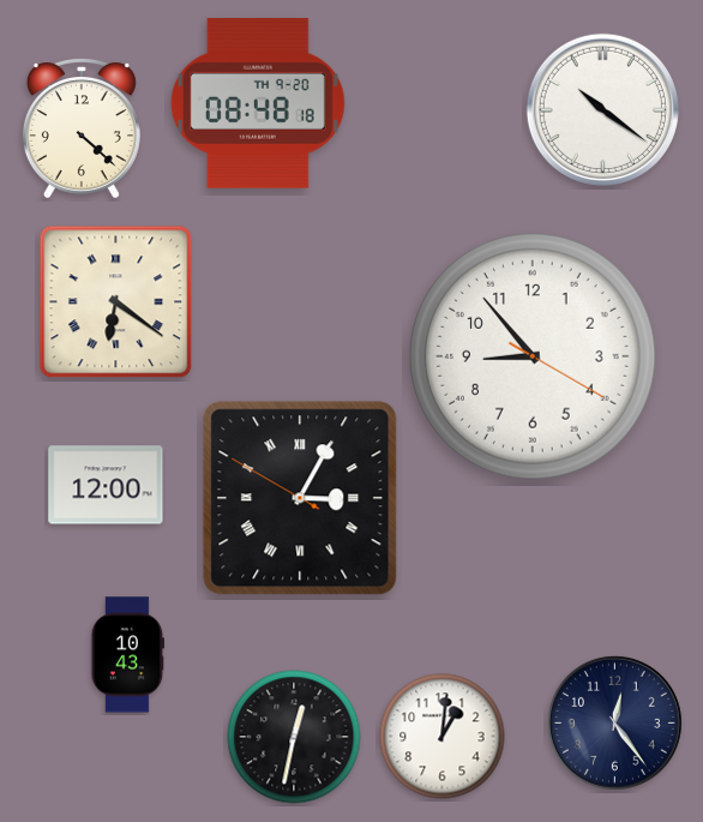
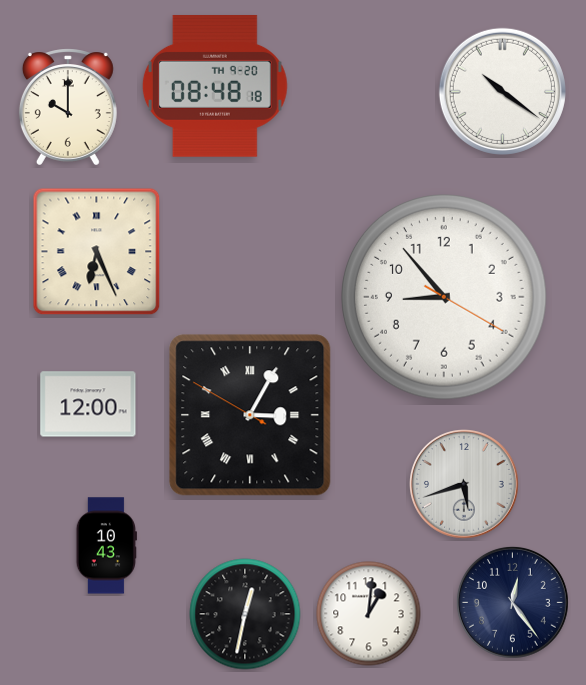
clock at (82, 128): 4:22 -> 10:00
clock at (116, 302): 6:21 -> 6:26
clock at (465, 485): none -> 5:42
